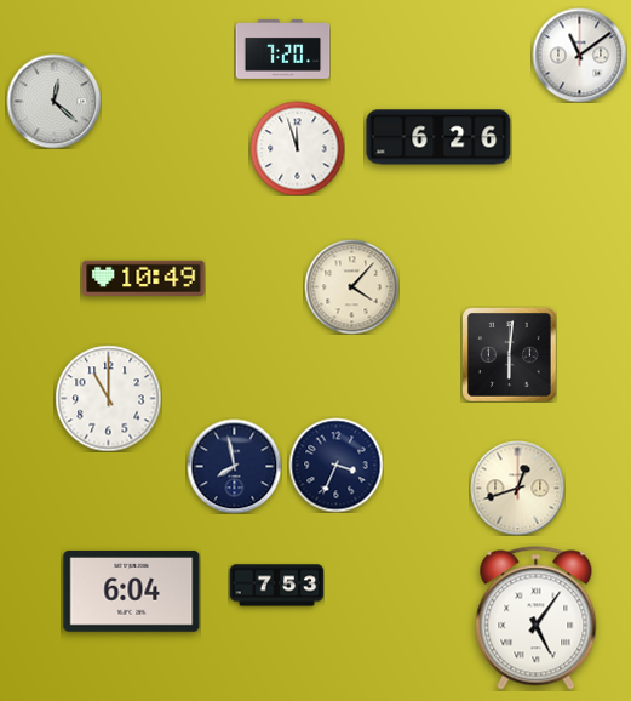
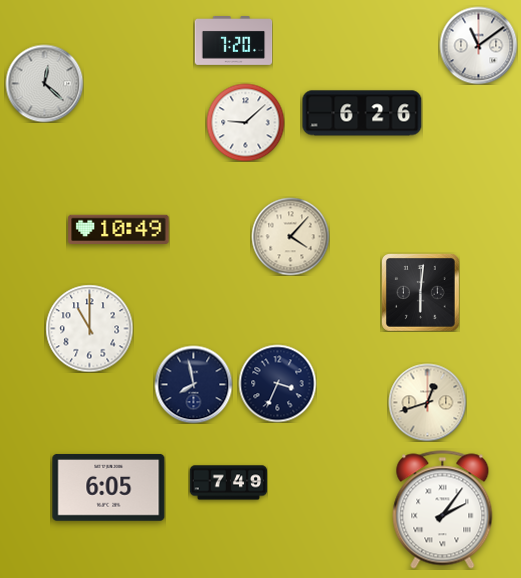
clock at (297, 148): 11:57 -> 9:08
clock at (276, 586): 7:53 -> 7:49
clock at (132, 591): 6:04 -> 6:05
clock at (537, 619): 5:06 -> 2:06
